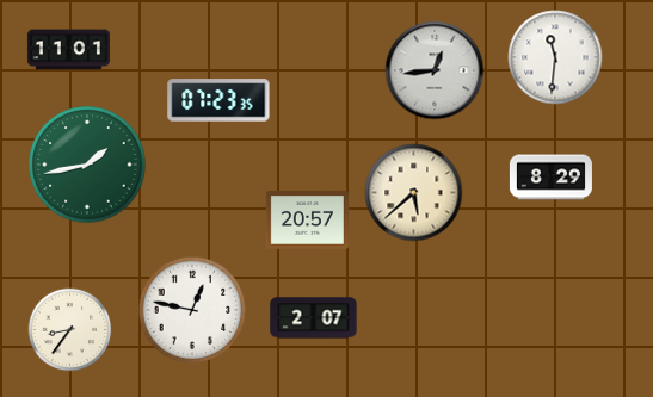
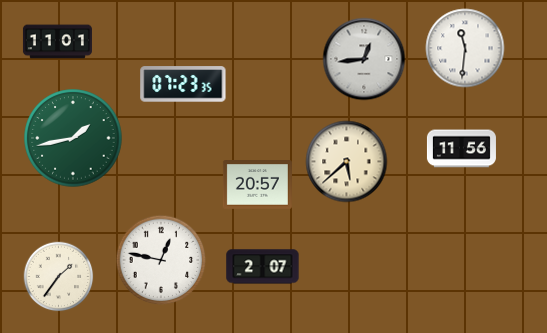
clock at (550, 178): 8:29 -> 11:56
clock at (70, 330): 8:36 -> 1:36
